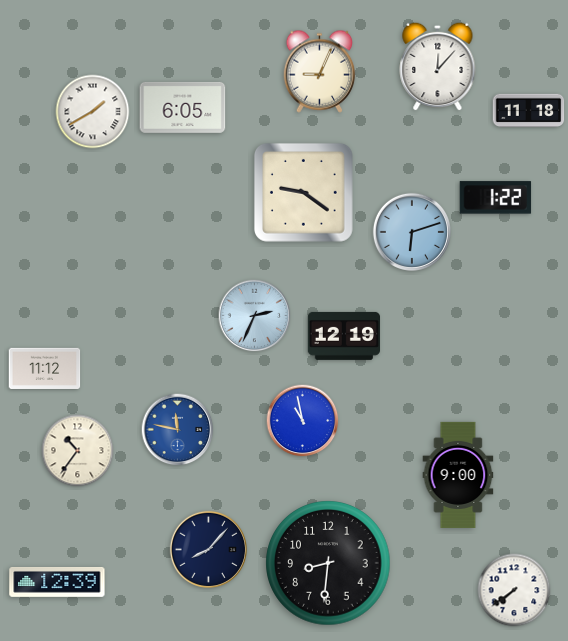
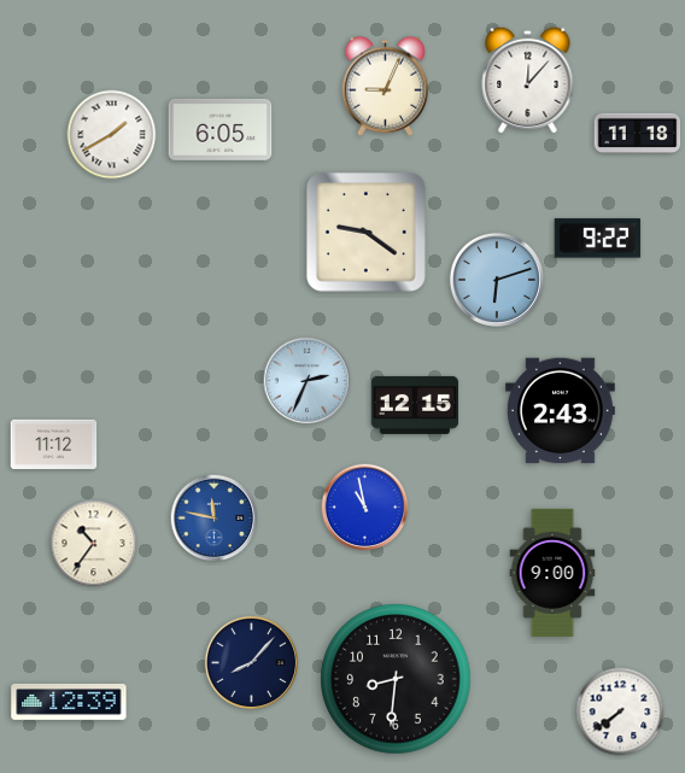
clock at (496, 198): 1:22 -> 9:22
clock at (343, 336): 12:19 -> 12:15
clock at (560, 411): none -> 2:43
